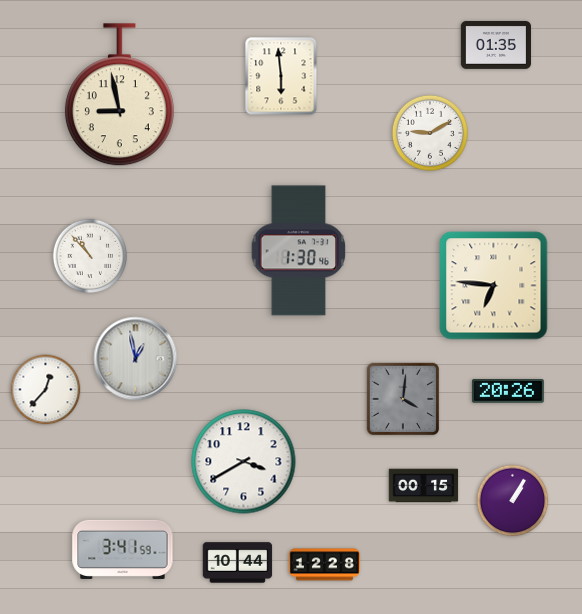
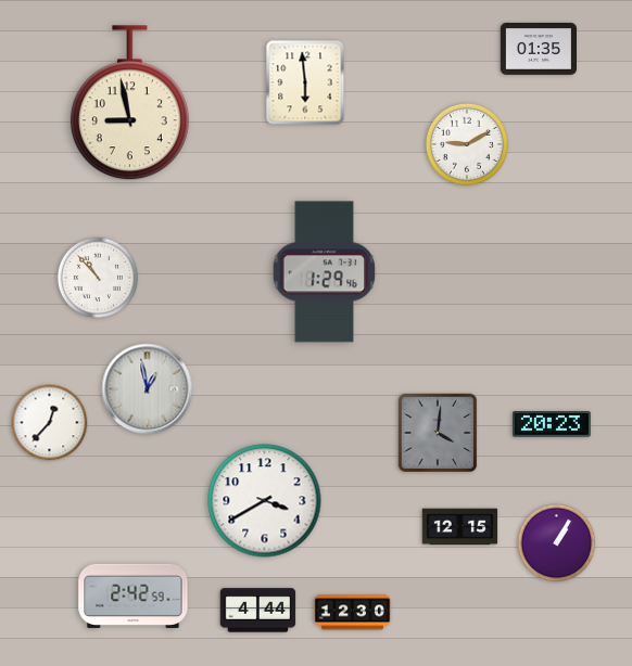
clock at (299, 251): 1:30 -> 1:29
clock at (494, 286): 6:46 -> none
clock at (508, 391): 20:26 -> 20:23
clock at (424, 486): 00:15 -> 12:15
clock at (123, 549): 3:41 -> 2:42
clock at (238, 563): 10:44 -> 4:44
clock at (324, 565): 12:28 -> 12:30
